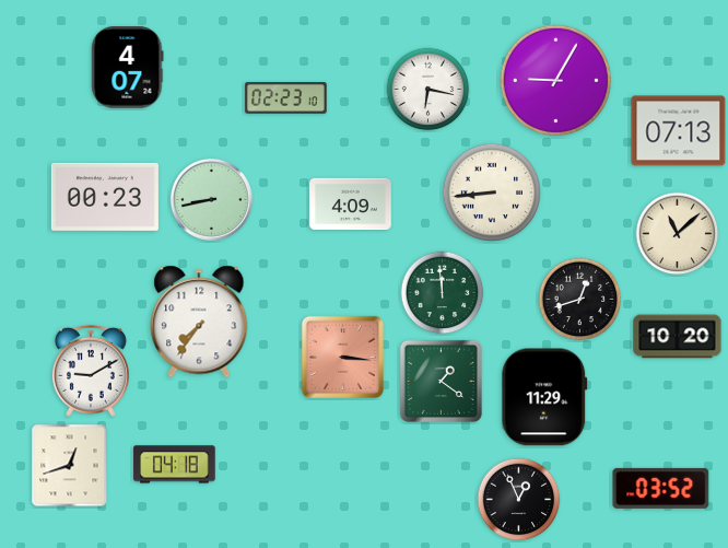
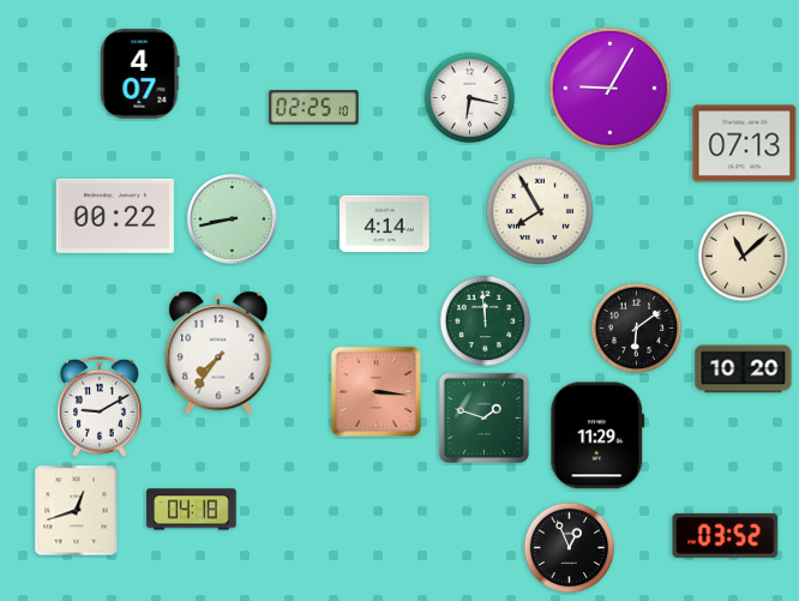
clock at (286, 98): 02:23 -> 02:25
clock at (492, 193): 8:44 -> 7:55
clock at (105, 197): 00:23 -> 00:22
clock at (351, 205): 4:09 -> 4:14
clock at (580, 300): 12:42 -> 6:09
clock at (441, 381): 1:21 -> 1:48
